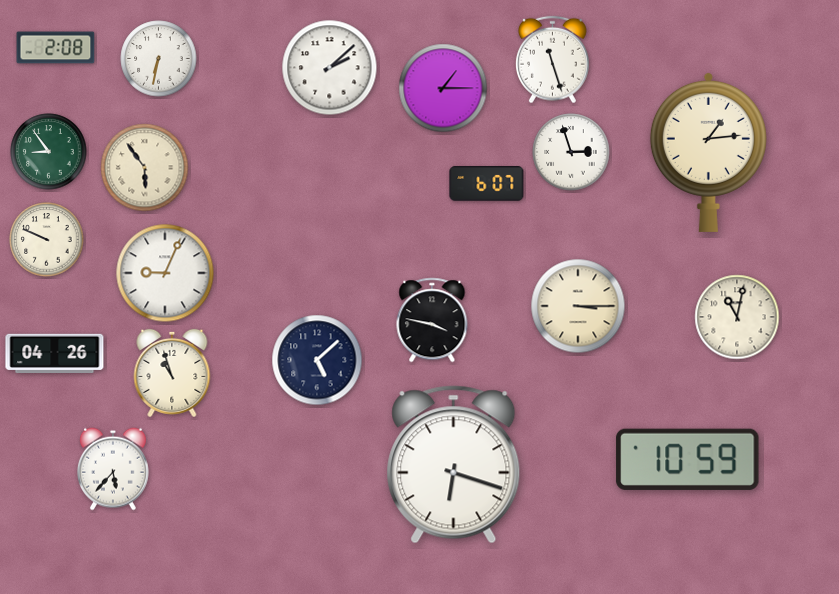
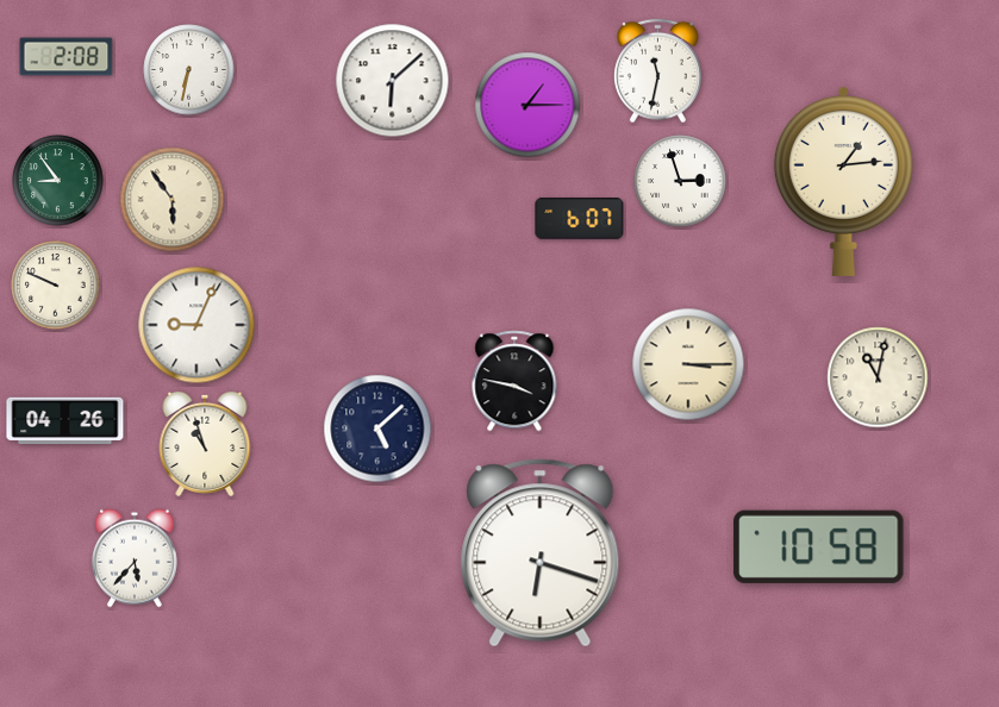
clock at (553, 60): 11:27 -> 11:32
clock at (330, 68): 2:08 -> 6:08
clock at (688, 459): 10:59 -> 10:58
